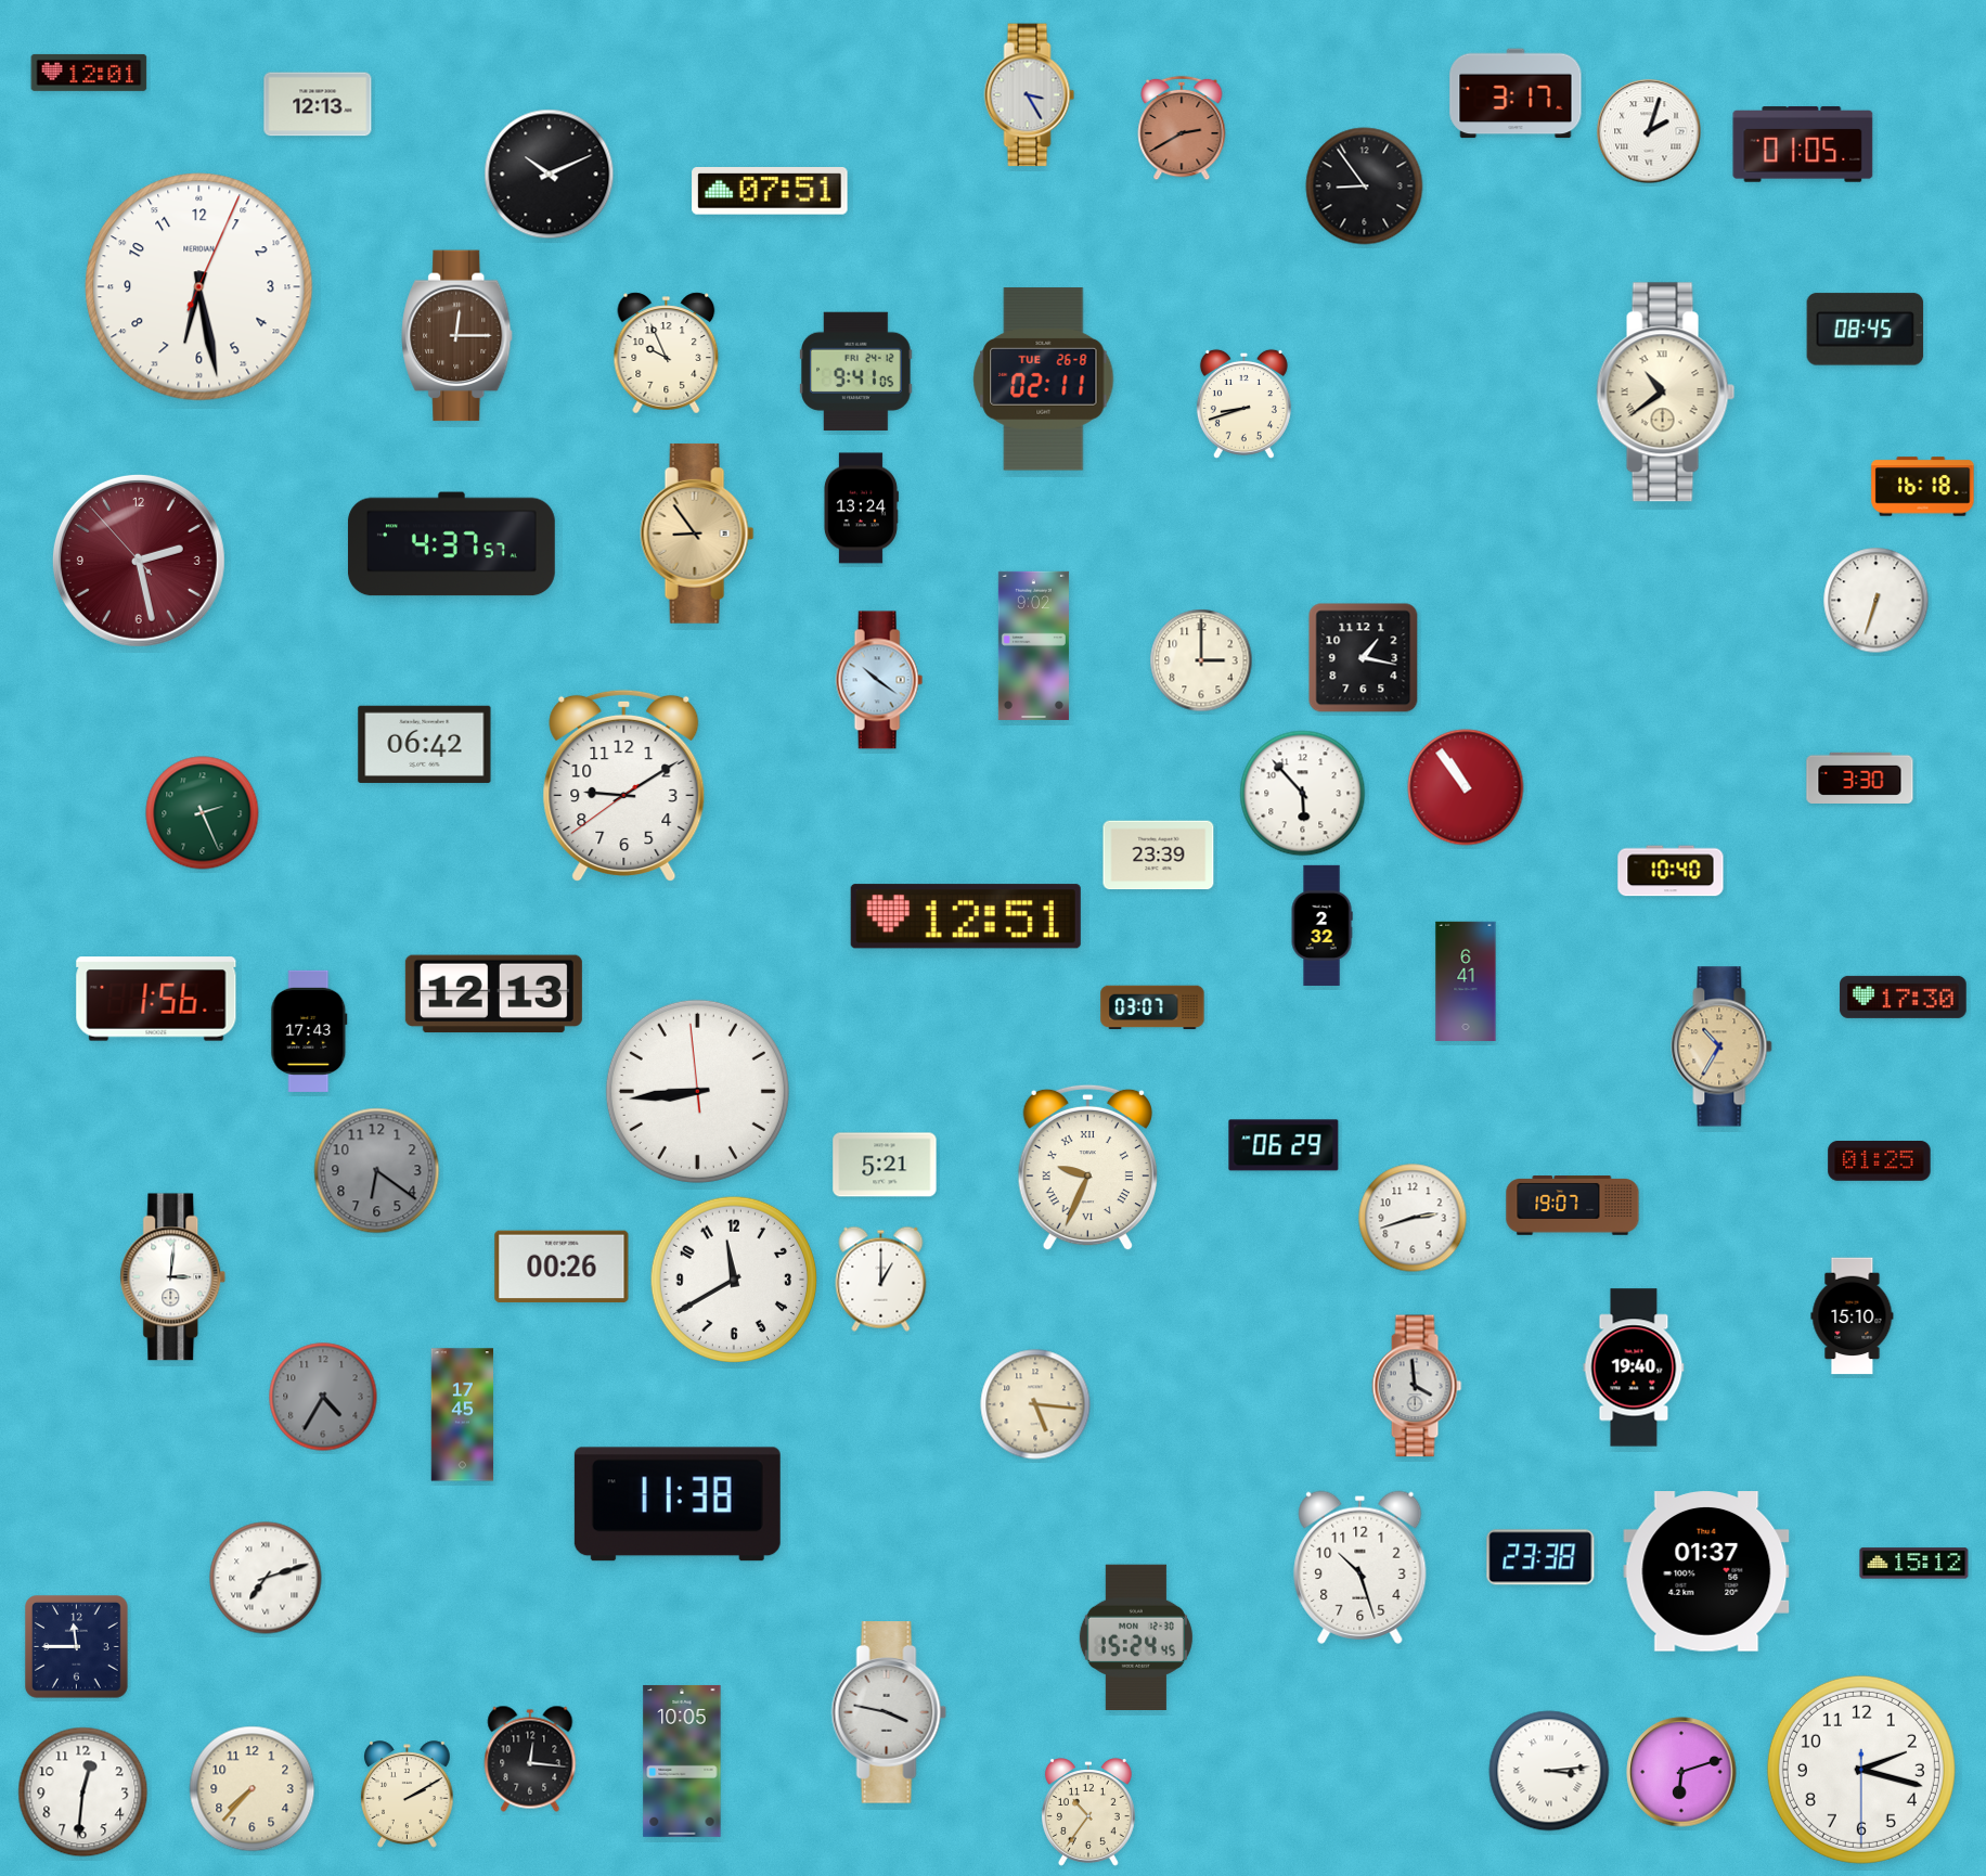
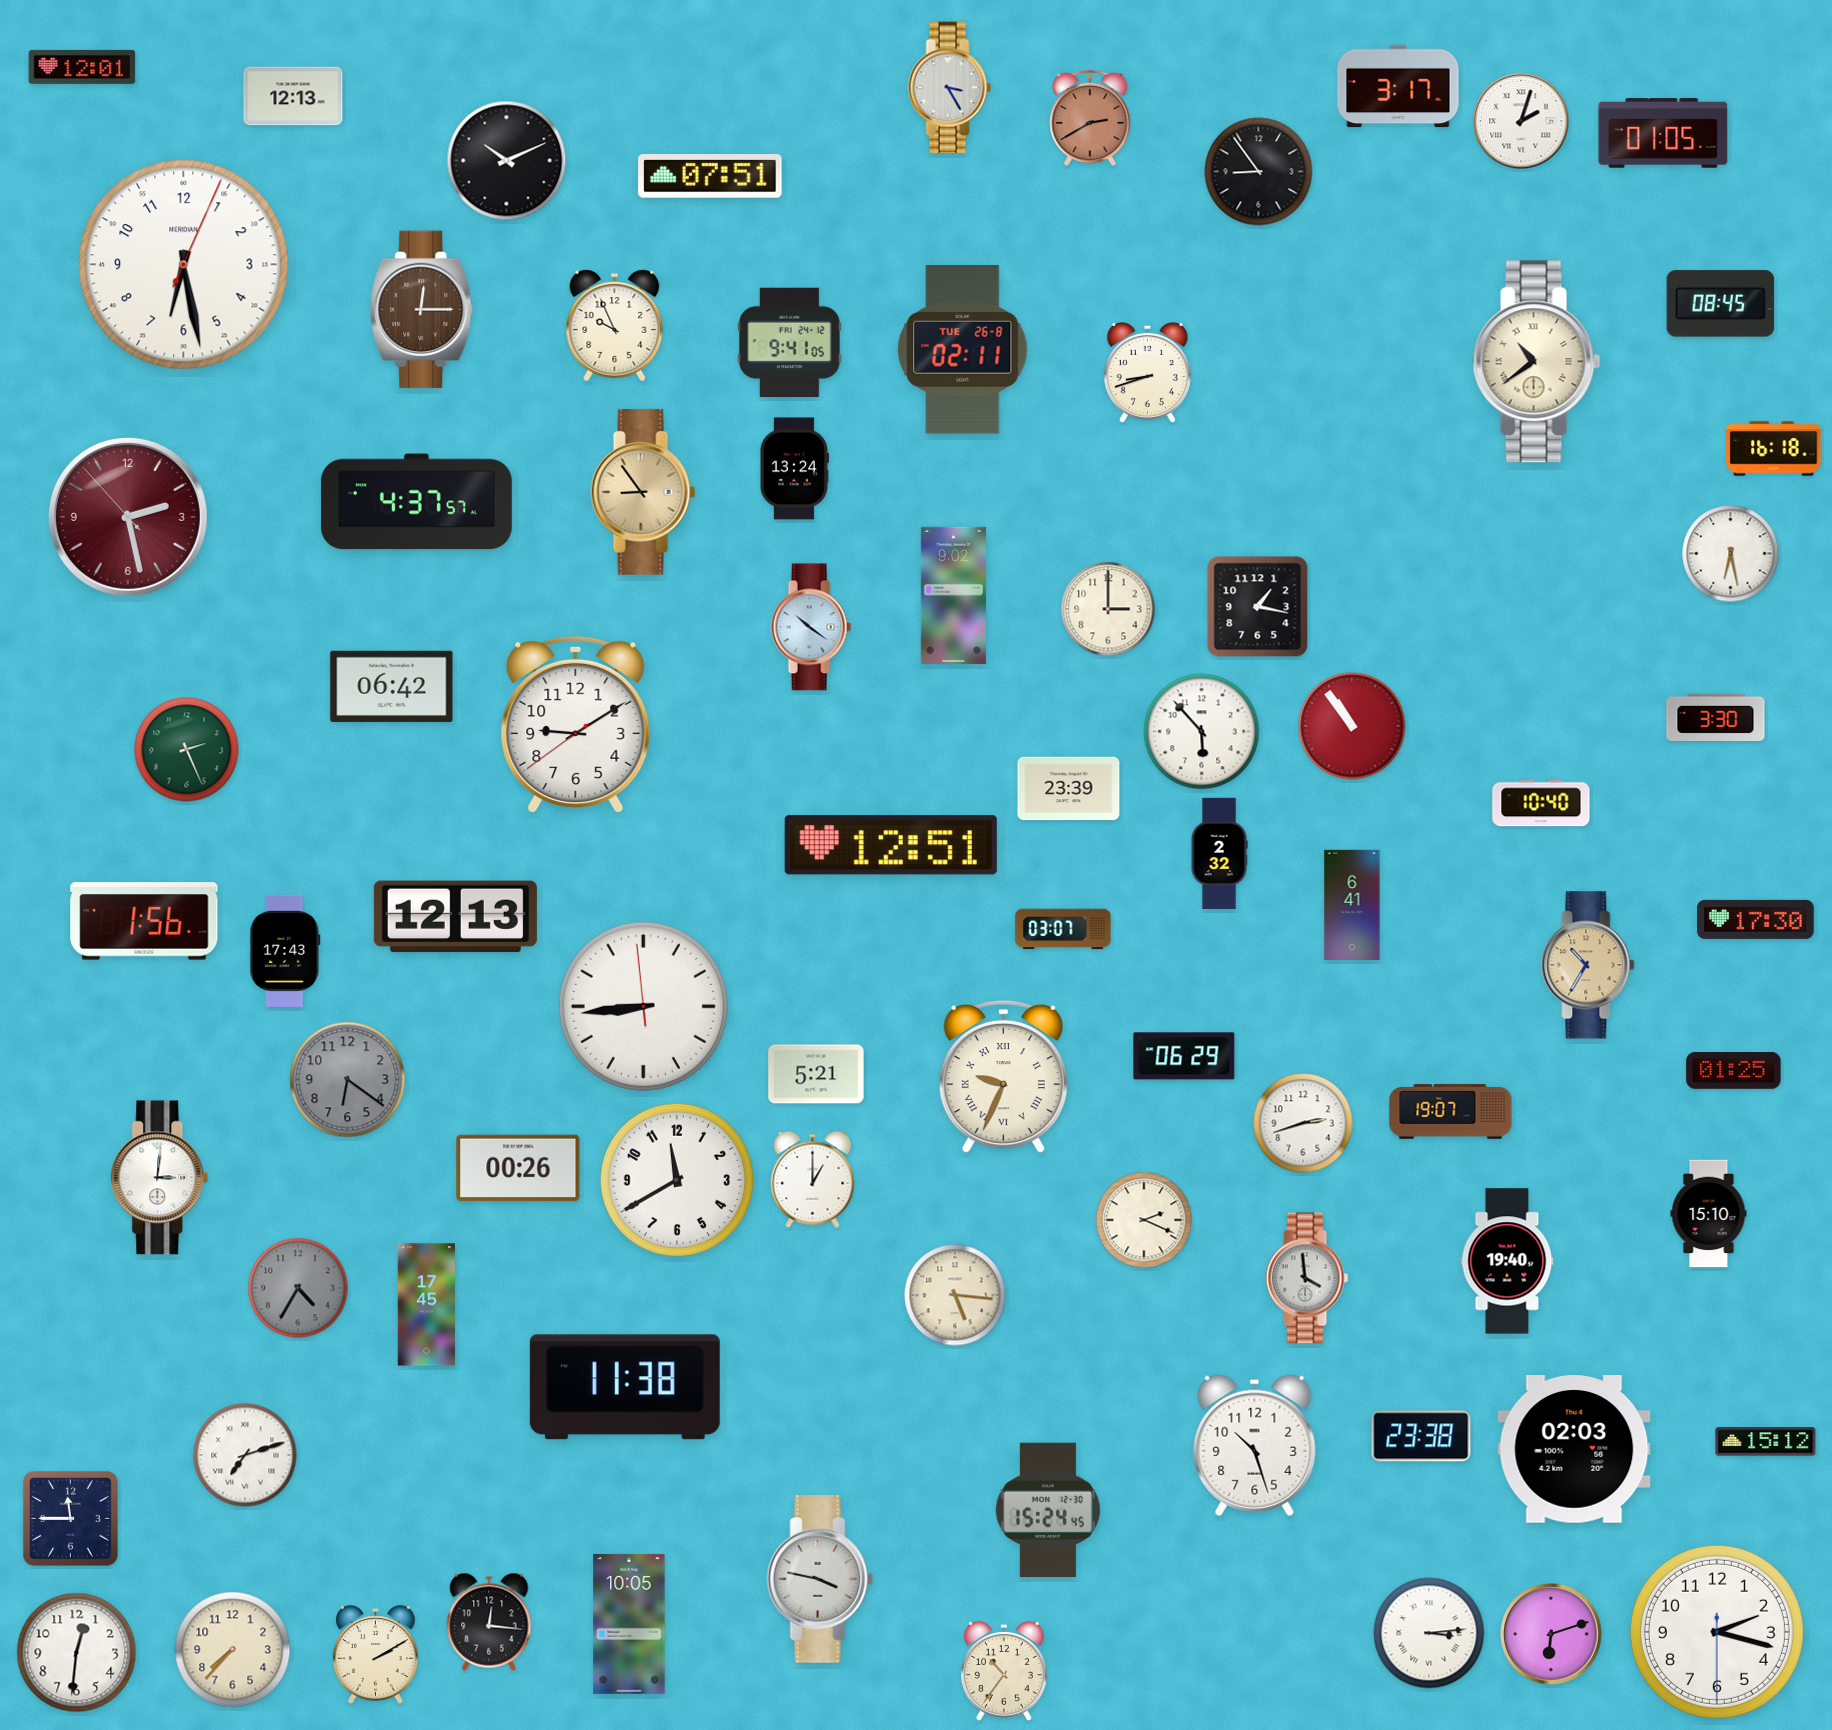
clock at (1877, 601): 6:33 -> 6:28
clock at (1144, 1220): none -> 2:19
clock at (1706, 1571): 01:37 -> 02:03
